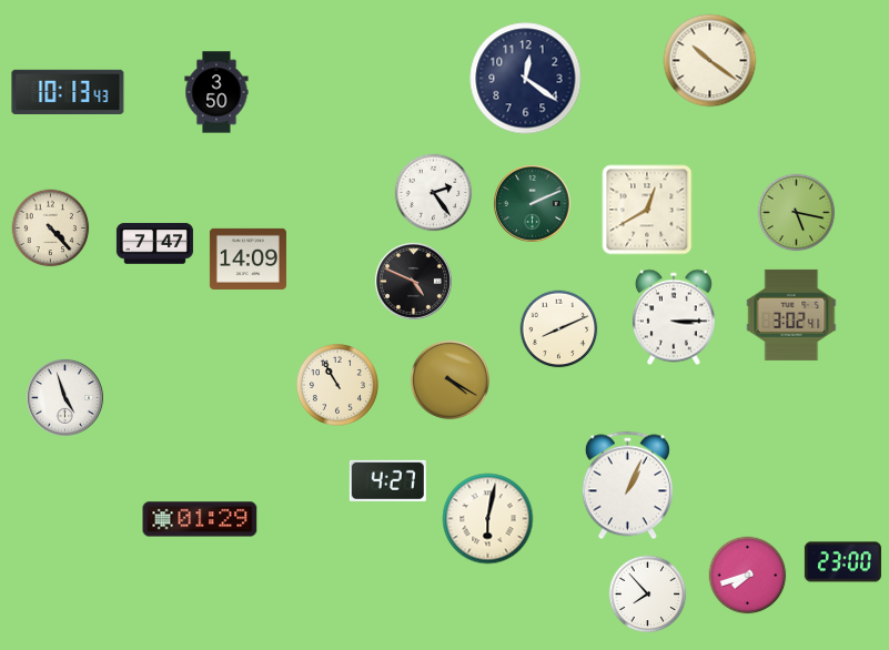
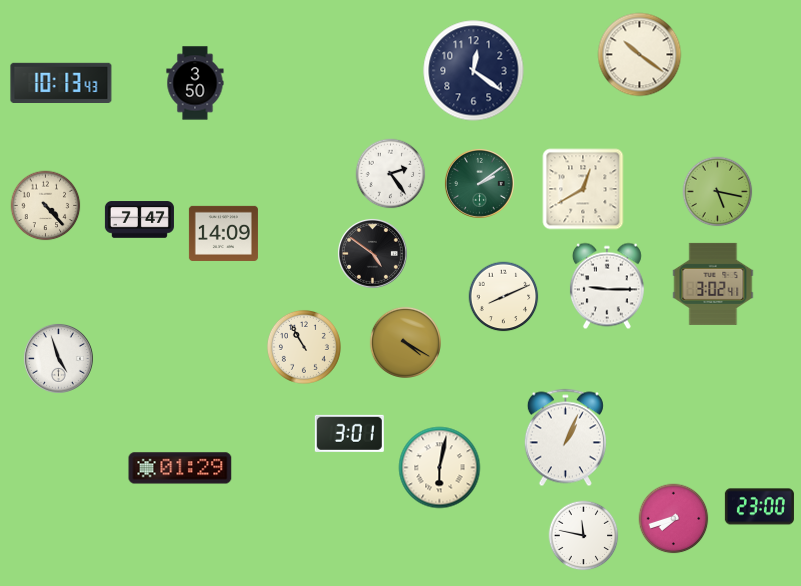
clock at (532, 203): 2:11 -> 2:09
clock at (413, 281): 4:49 -> 4:51
clock at (674, 317): 3:15 -> 9:15
clock at (387, 480): 4:27 -> 3:01
clock at (648, 595): 7:53 -> 11:47
